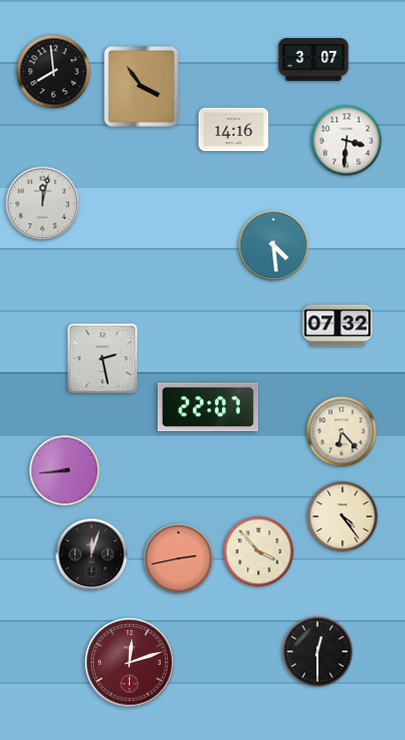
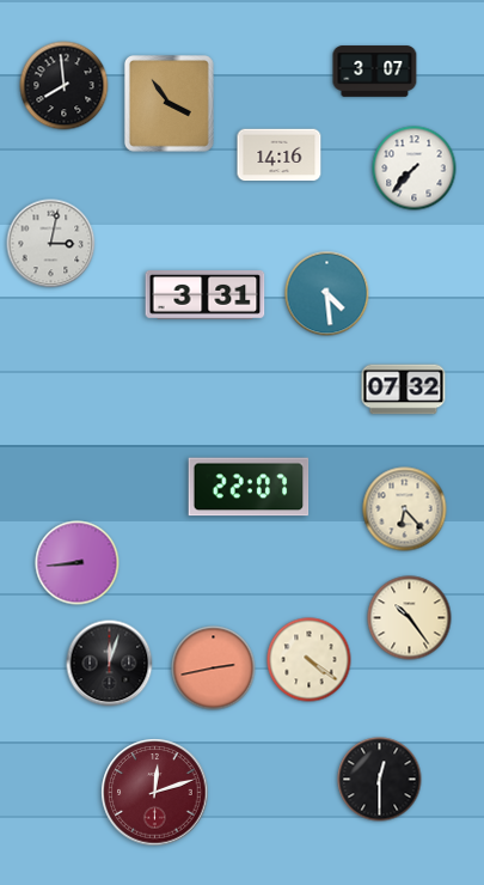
clock at (347, 141): 3:31 -> 7:37
clock at (43, 204): 12:02 -> 3:02
clock at (206, 295): none -> 3:31
clock at (103, 359): 2:28 -> none
clock at (342, 432) position: (342, 432) -> (405, 509)
clock at (343, 517): 4:24 -> 10:24
clock at (259, 552): 3:53 -> 4:21
